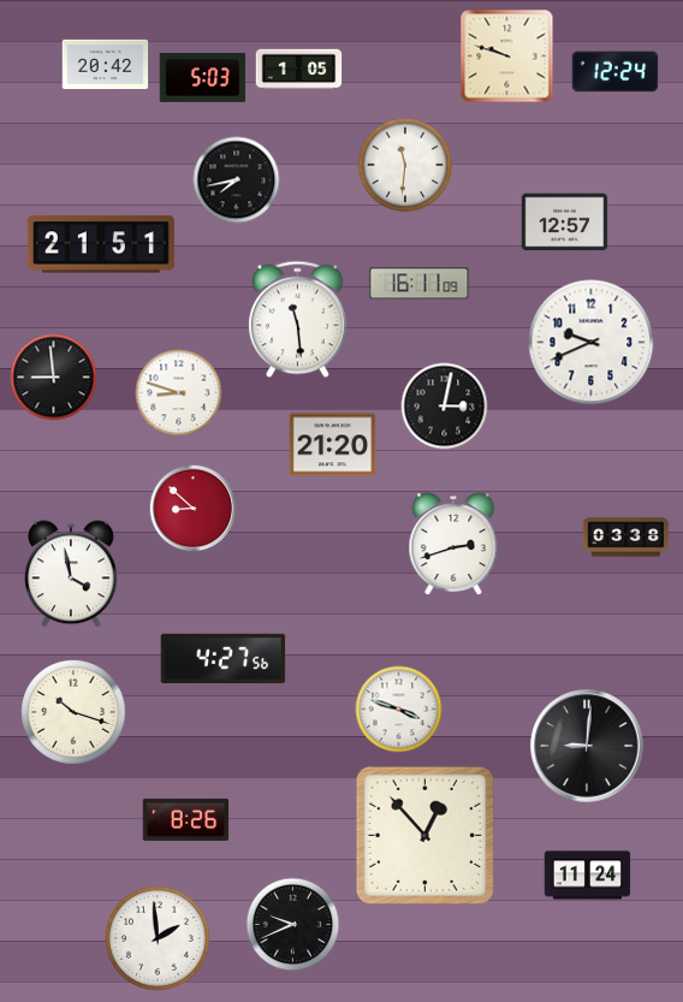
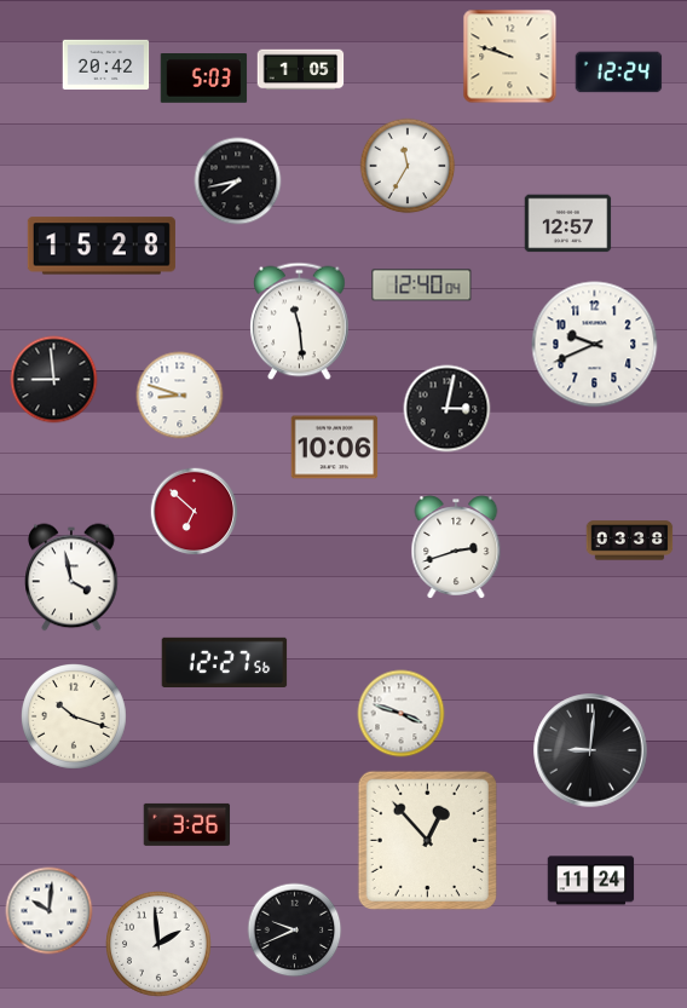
clock at (405, 165): 11:31 -> 11:35
clock at (101, 244): 21:51 -> 15:28
clock at (420, 284): 16:11 -> 12:40
clock at (333, 445): 21:20 -> 10:06
clock at (194, 509): 8:52 -> 6:52
clock at (224, 658): 4:27 -> 12:27
clock at (186, 819): 8:26 -> 3:26
clock at (50, 911): none -> 10:01
